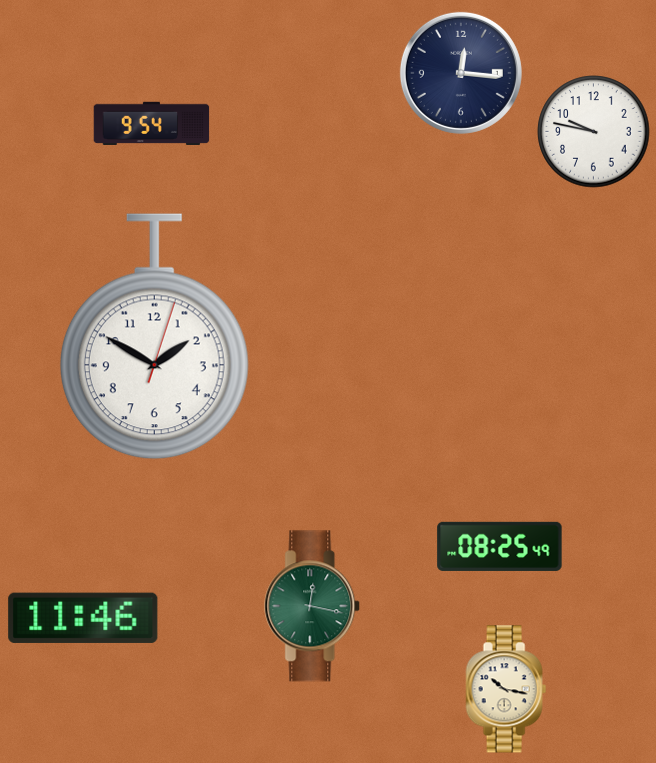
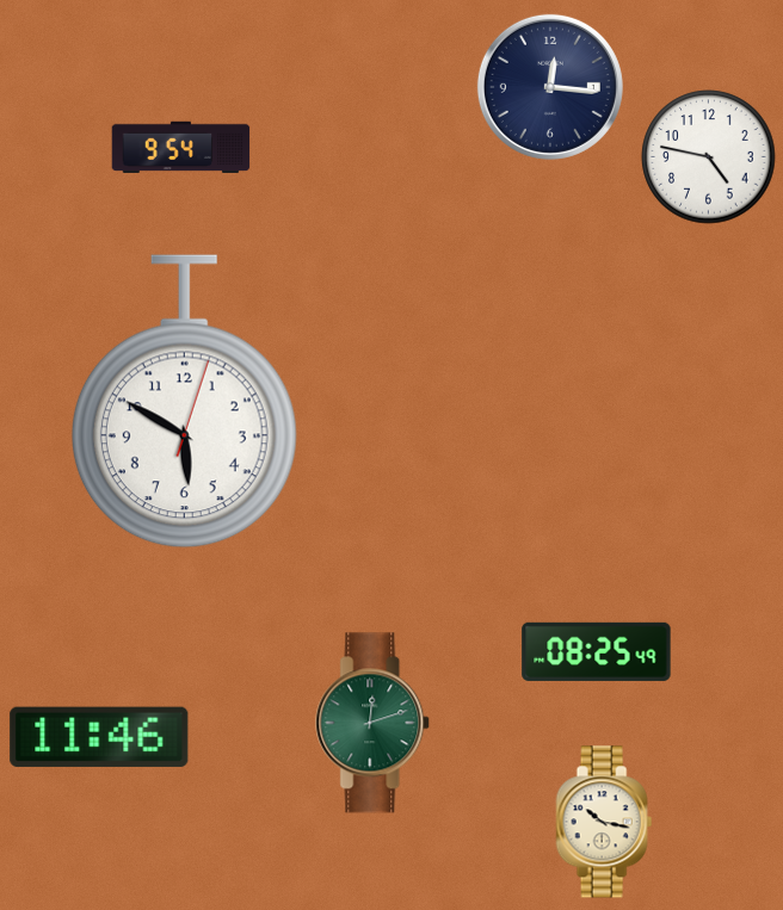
clock at (594, 132): 9:47 -> 4:47
clock at (154, 337): 1:50 -> 5:50
clock at (313, 606): 12:17 -> 12:12
